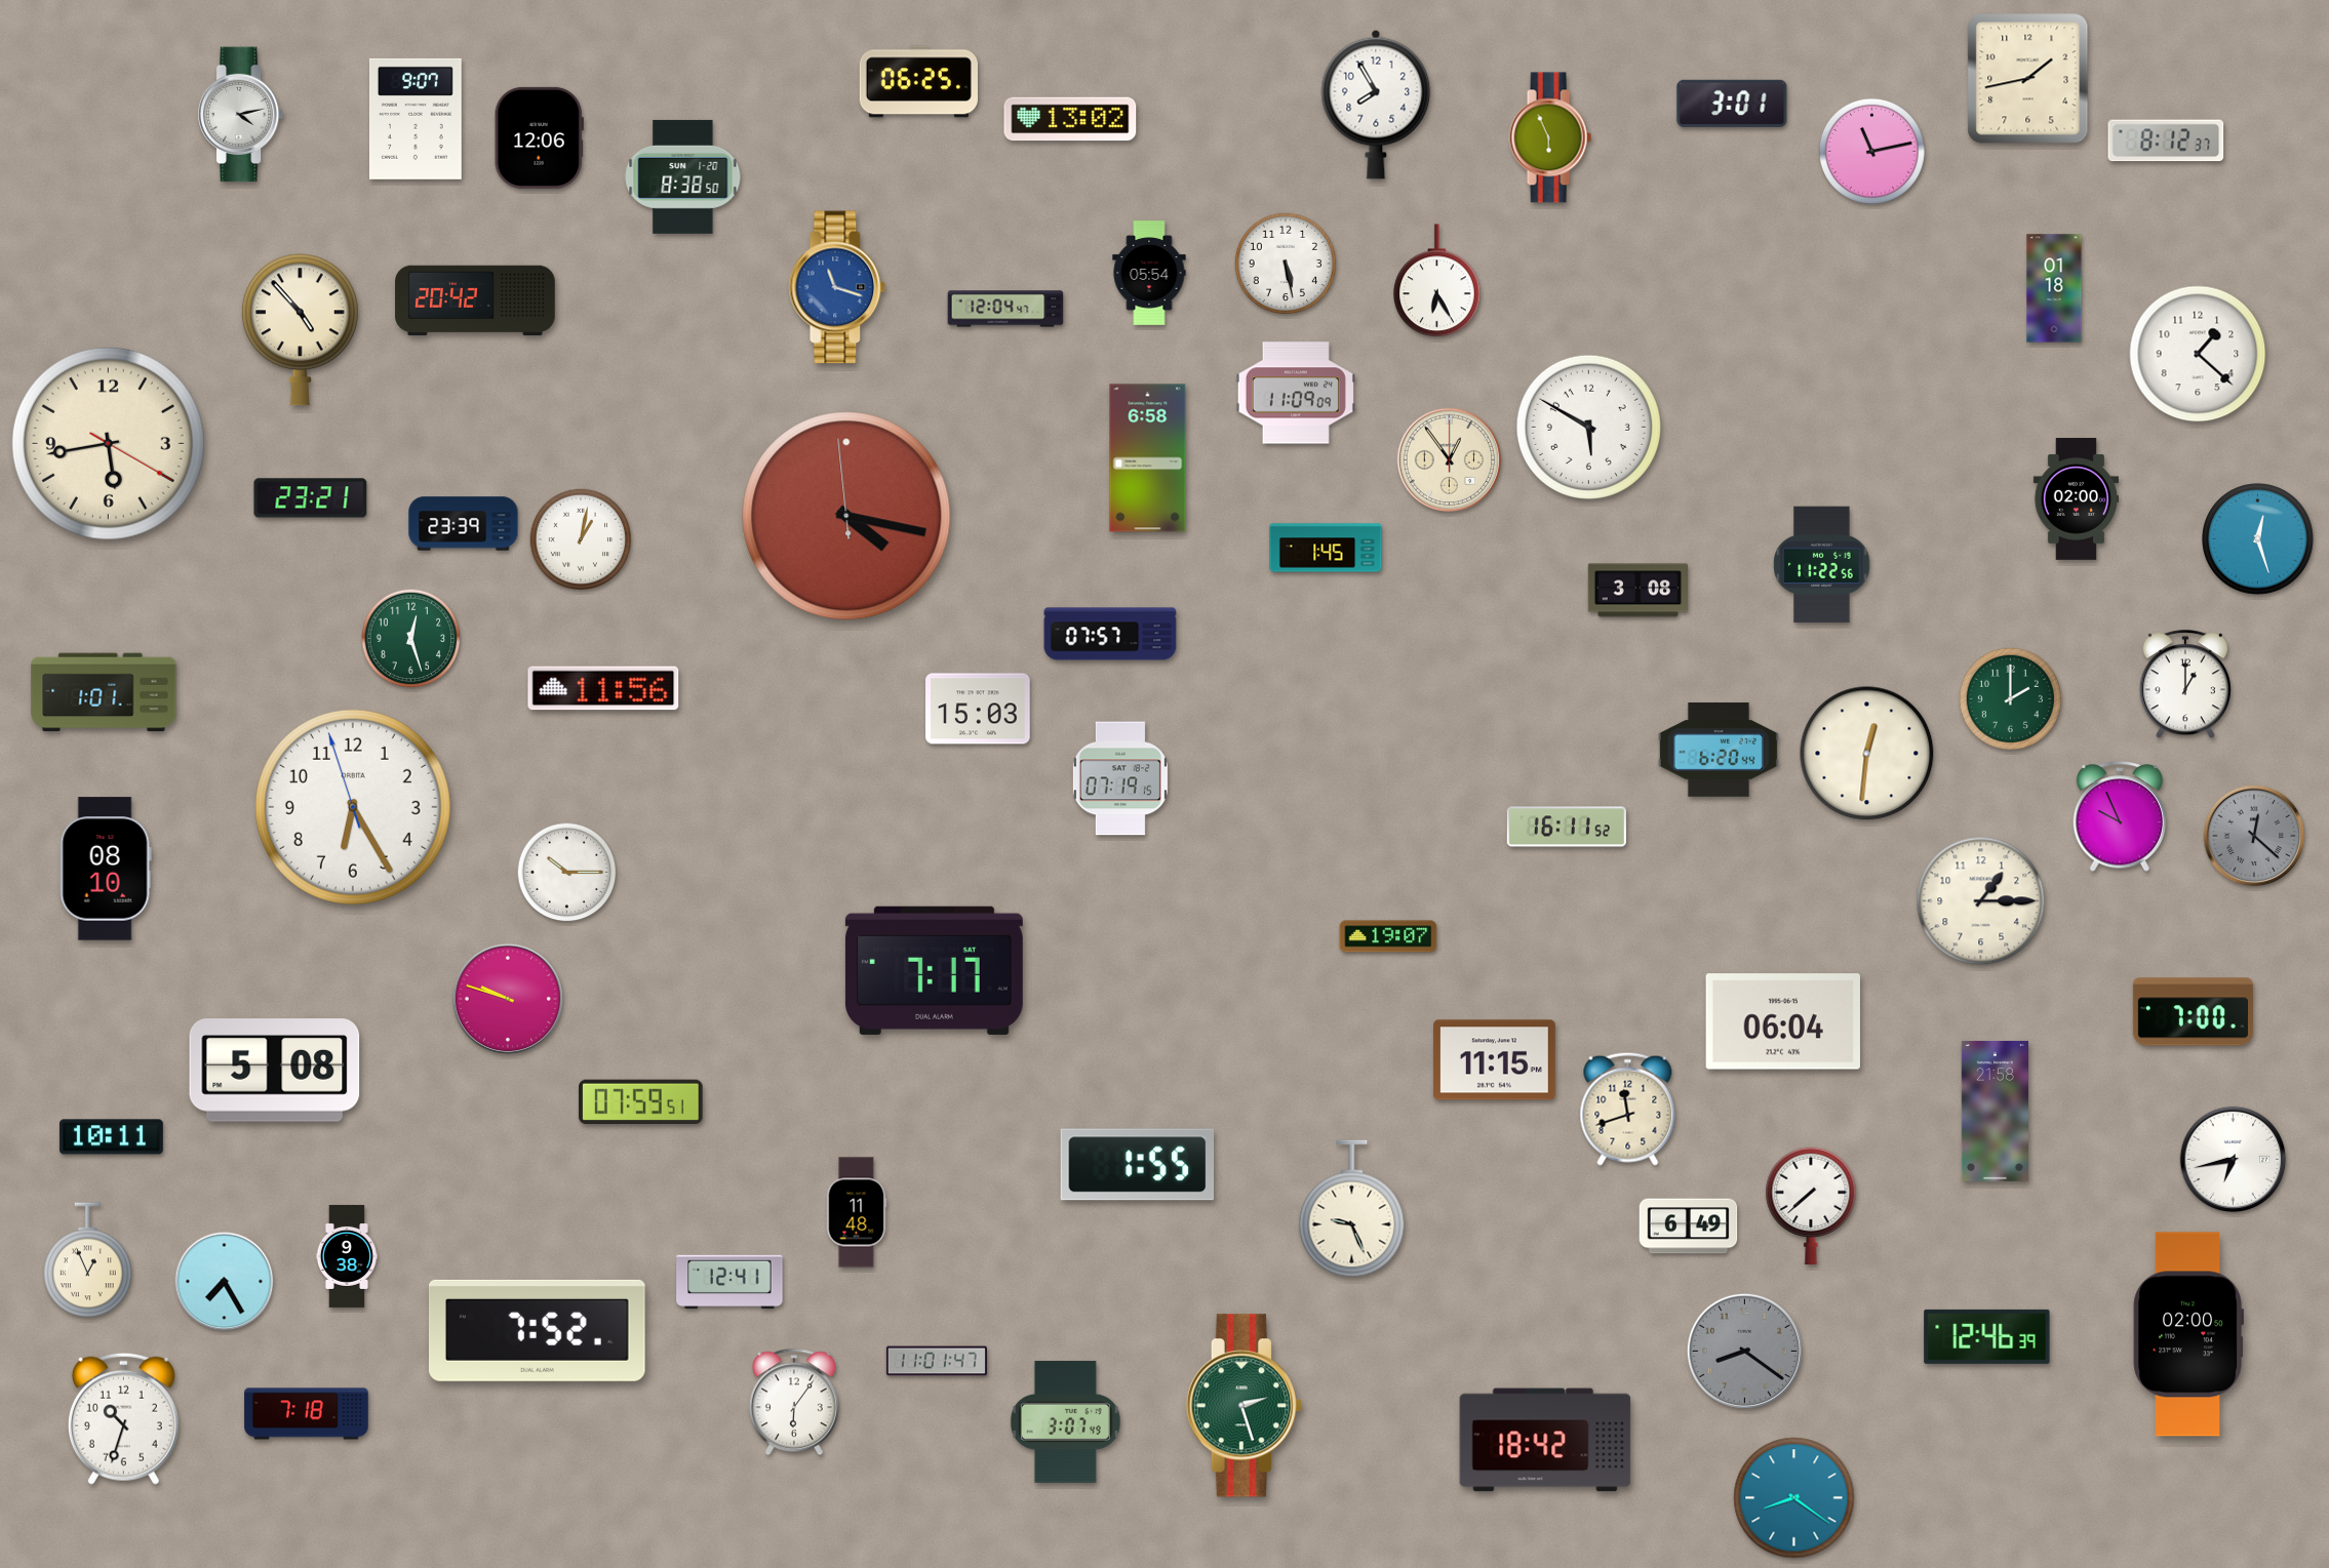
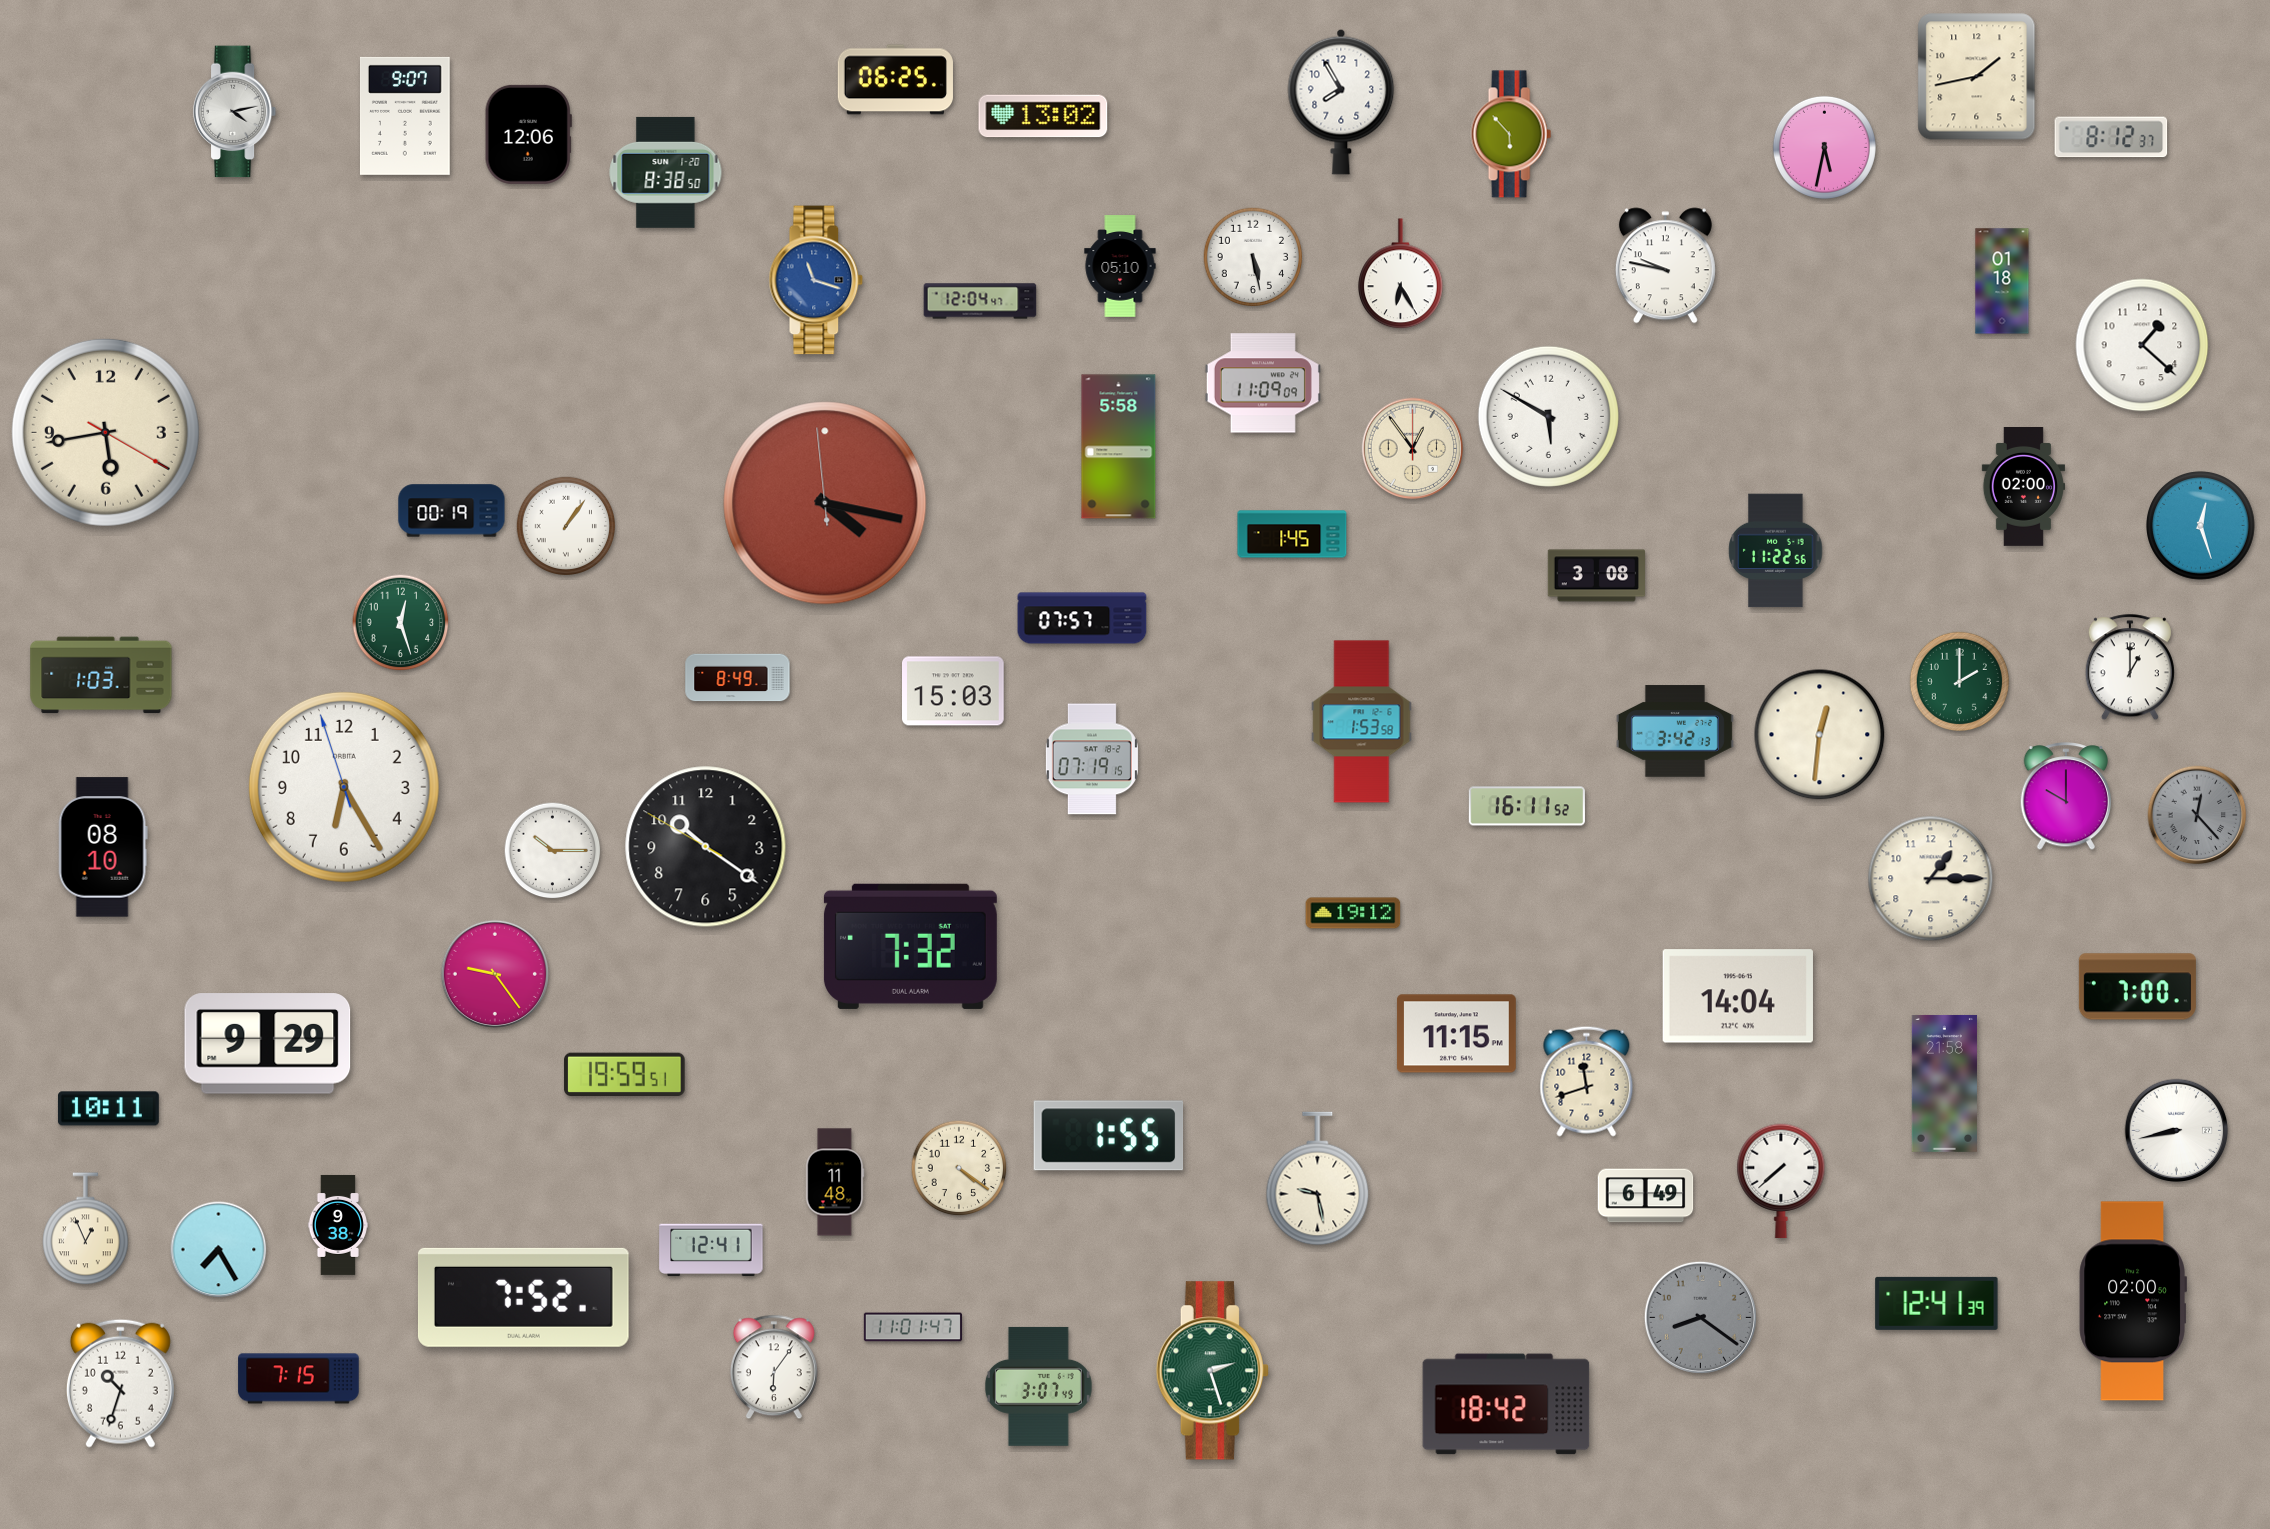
clock at (1732, 104): 3:01 -> none
clock at (539, 137) position: (539, 137) -> (528, 134)
clock at (1550, 137): 5:56 -> 5:53
clock at (1871, 151): 11:13 -> 5:32
clock at (1149, 273): 05:54 -> 05:10
clock at (1665, 266): none -> 9:47
clock at (475, 300): 20:42 -> none
clock at (300, 330): 4:53 -> none
clock at (1148, 458): 6:58 -> 5:58
clock at (311, 498): 23:21 -> none
clock at (464, 524): 23:39 -> 00:19
clock at (580, 538): 1:02 -> 1:06
clock at (603, 688): 11:56 -> none
clock at (104, 692): 1:01 -> 1:03
clock at (738, 678): none -> 8:49
clock at (1362, 722): none -> 1:53
clock at (1719, 750): 6:20 -> 3:42
clock at (2119, 817): 9:56 -> 10:00
clock at (2254, 836): 12:22 -> 12:23
clock at (706, 847): none -> 10:20
clock at (1388, 936): 19:07 -> 19:12
clock at (934, 970): 7:17 -> 7:32
clock at (508, 999): 9:48 -> 9:24
clock at (1783, 1021): 06:04 -> 14:04
clock at (275, 1071): 5:08 -> 9:29
clock at (641, 1101): 07:59 -> 19:59
clock at (2234, 1160): 6:43 -> 8:43
clock at (959, 1168): none -> 4:21
clock at (1811, 1206) position: (1811, 1206) -> (1781, 1181)
clock at (1352, 1209): 9:26 -> 9:28
clock at (1987, 1336): 12:46 -> 12:41
clock at (307, 1414): 7:18 -> 7:15
clock at (1794, 1498): 8:21 -> none
